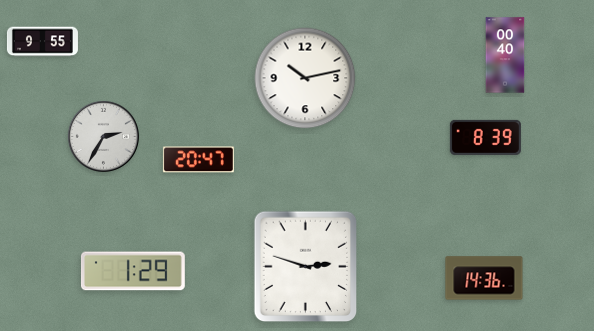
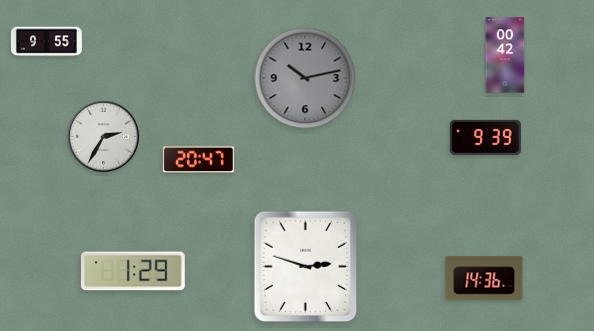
clock at (42, 42) position: (42, 42) -> (46, 42)
clock at (505, 55): 00:40 -> 00:42
clock at (305, 78) dial: white -> grey
clock at (485, 137): 8:39 -> 9:39
